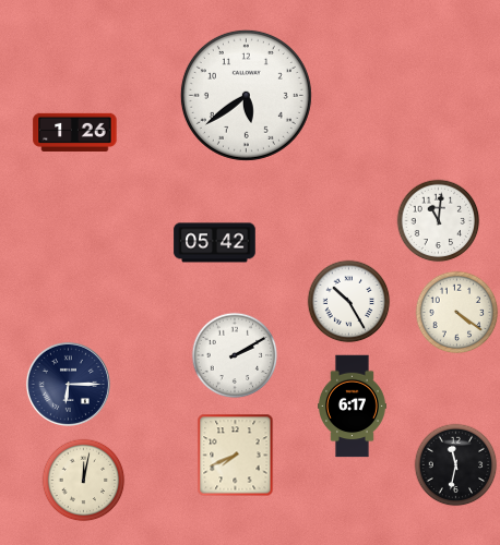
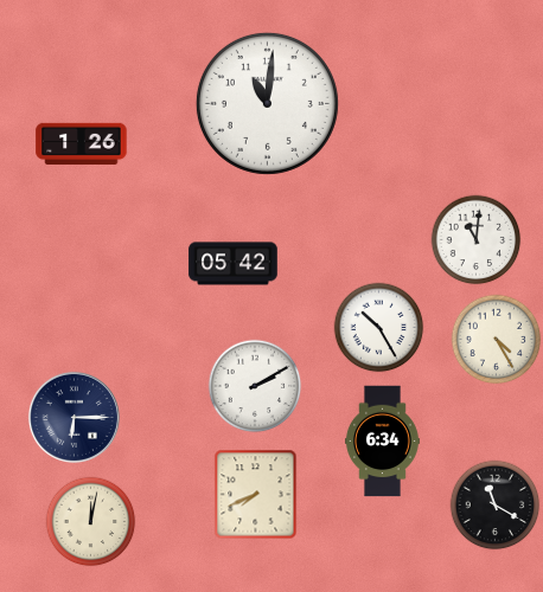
clock at (246, 95): 5:39 -> 11:01
clock at (457, 313): 4:21 -> 4:25
clock at (352, 407): 6:17 -> 6:34
clock at (456, 465): 11:32 -> 11:20
